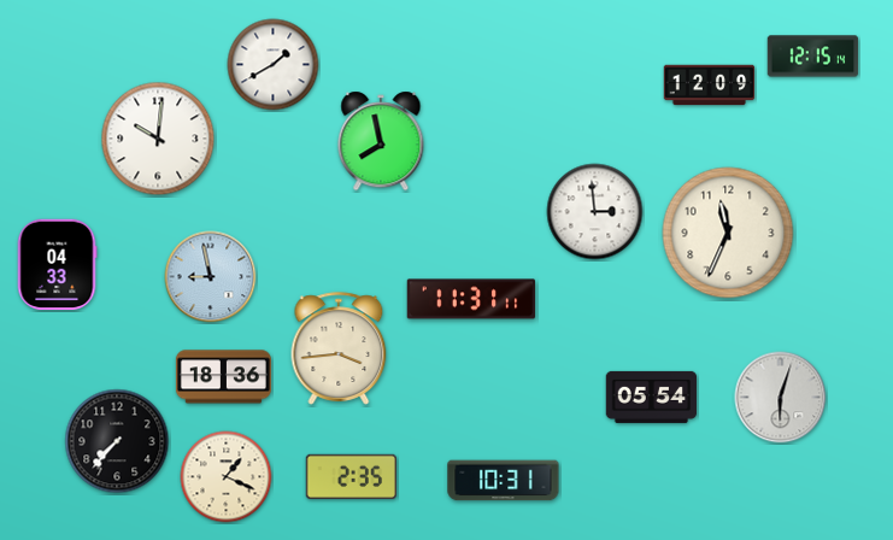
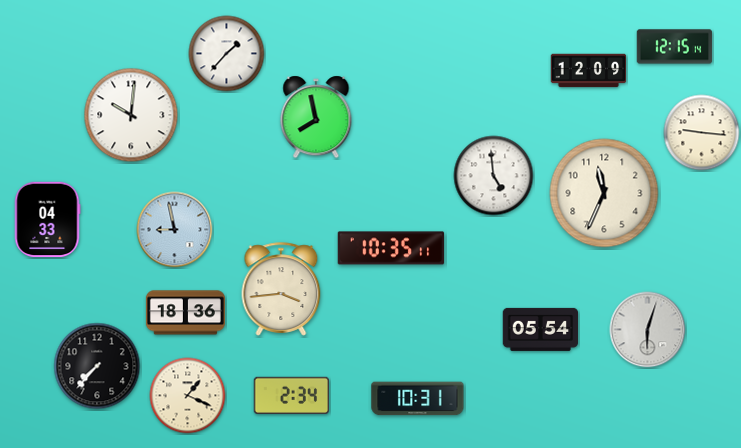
clock at (274, 65): 1:40 -> 1:37
clock at (702, 133): none -> 9:16
clock at (595, 212): 2:59 -> 4:59
clock at (471, 299): 11:31 -> 10:35
clock at (352, 476): 2:35 -> 2:34
